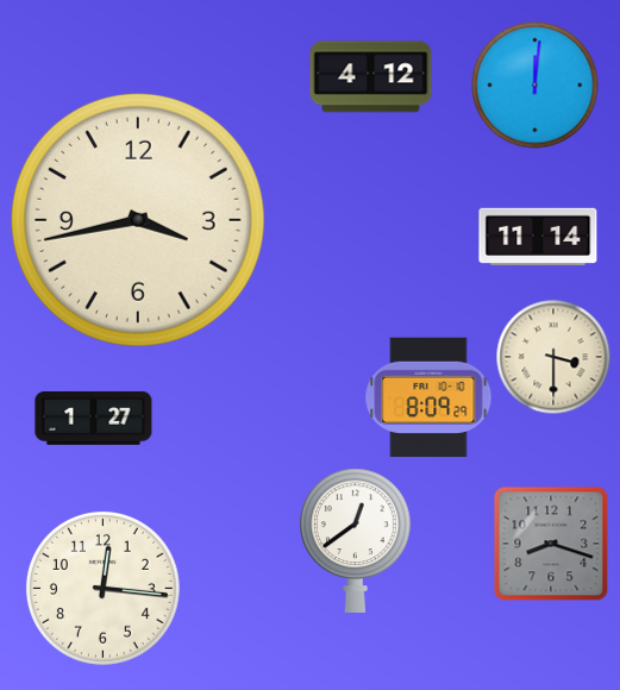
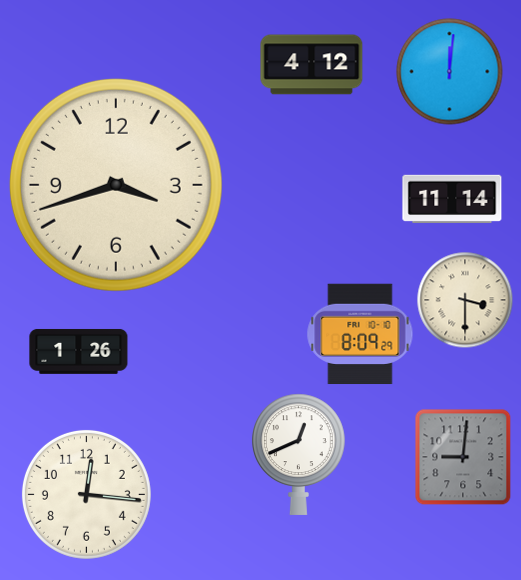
clock at (138, 220): 3:43 -> 3:42
clock at (94, 418): 1:27 -> 1:26
clock at (356, 540): 12:39 -> 12:41
clock at (551, 544): 8:18 -> 9:01
